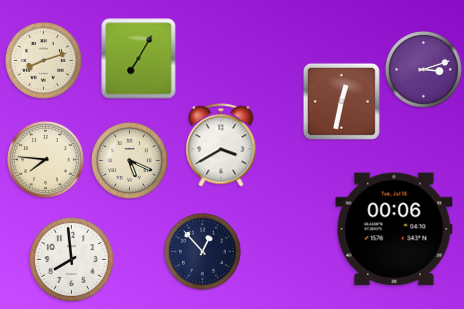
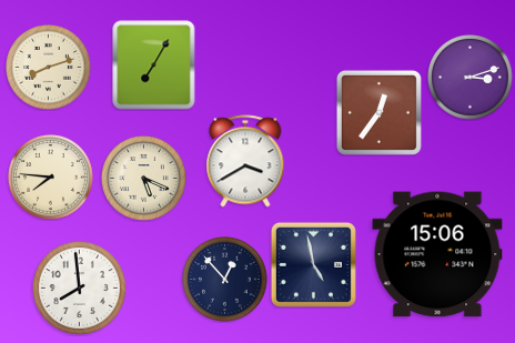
clock at (341, 101): 12:32 -> 12:36
clock at (394, 229): 00:06 -> 15:06
clock at (313, 264): none -> 4:58
